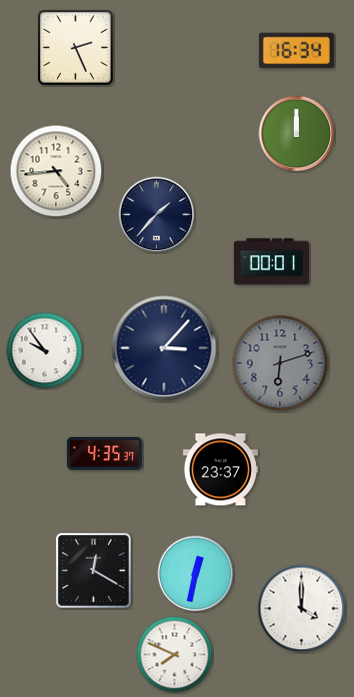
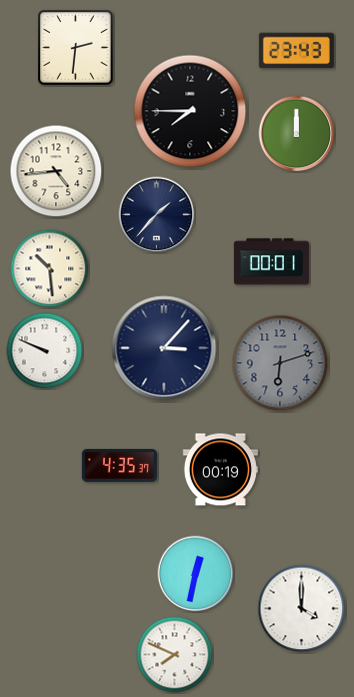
clock at (76, 48): 2:26 -> 2:31
clock at (296, 51): 16:34 -> 23:43
clock at (190, 111): none -> 7:45
clock at (50, 269): none -> 10:29
clock at (45, 351): 9:54 -> 9:49
clock at (104, 453) position: (104, 453) -> (119, 465)
clock at (220, 470): 23:37 -> 00:19
clock at (94, 571): 12:20 -> none
